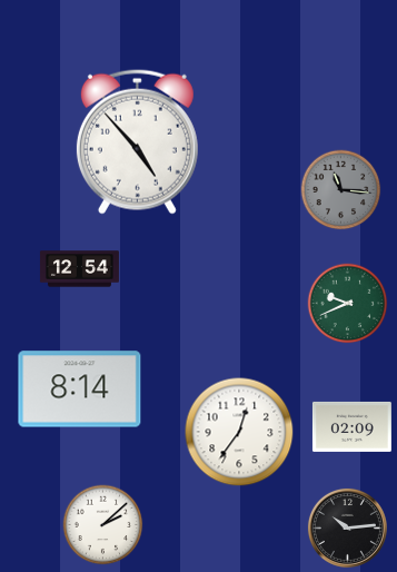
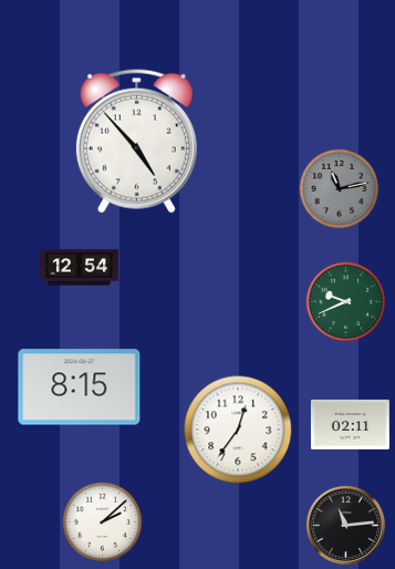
clock at (341, 190): 11:16 -> 11:13
clock at (80, 389): 8:14 -> 8:15
clock at (351, 426): 02:09 -> 02:11
clock at (347, 527): 10:14 -> 11:14
